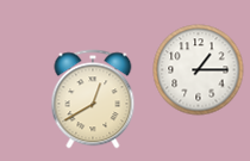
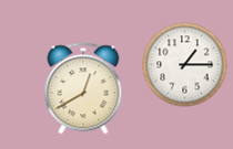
clock at (93, 99) position: (93, 99) -> (83, 88)
